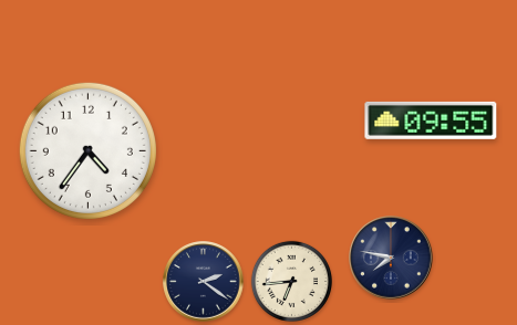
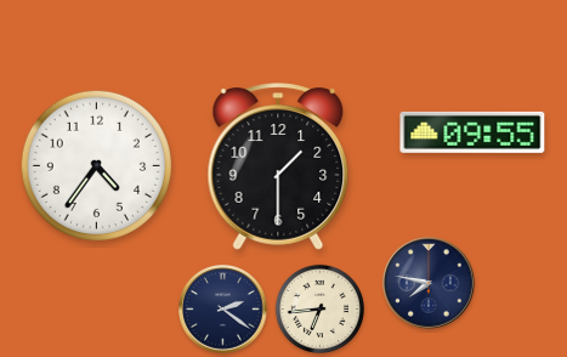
clock at (278, 166): none -> 1:30
